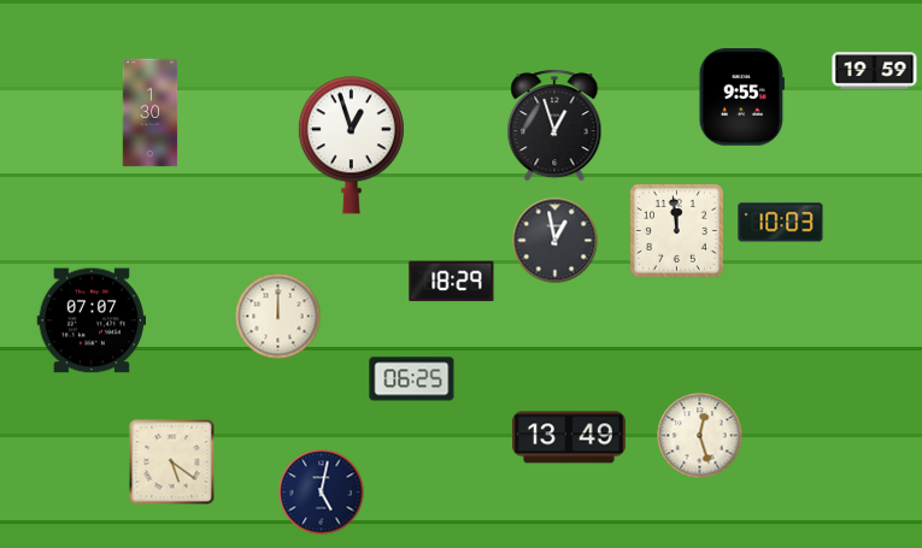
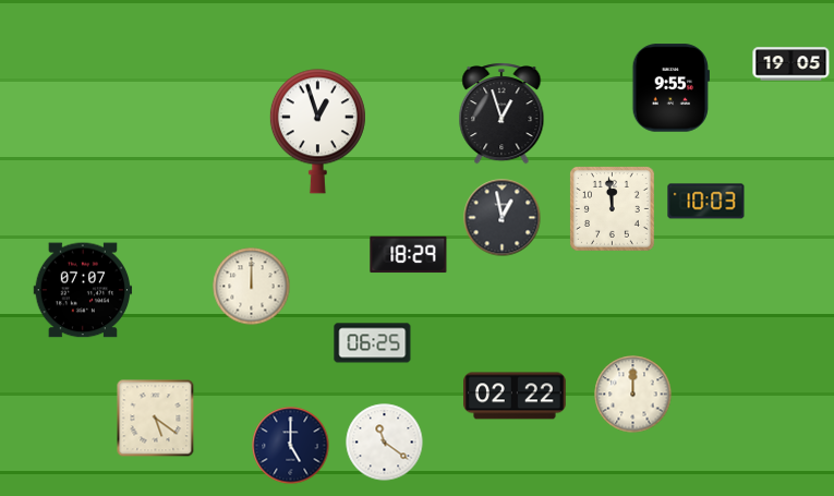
clock at (875, 71): 19:59 -> 19:05
clock at (151, 113): 1:30 -> none
clock at (700, 436): 12:27 -> 12:00
clock at (570, 437): 13:49 -> 02:22
clock at (385, 443): none -> 11:21
clock at (322, 493): 5:02 -> 5:00
